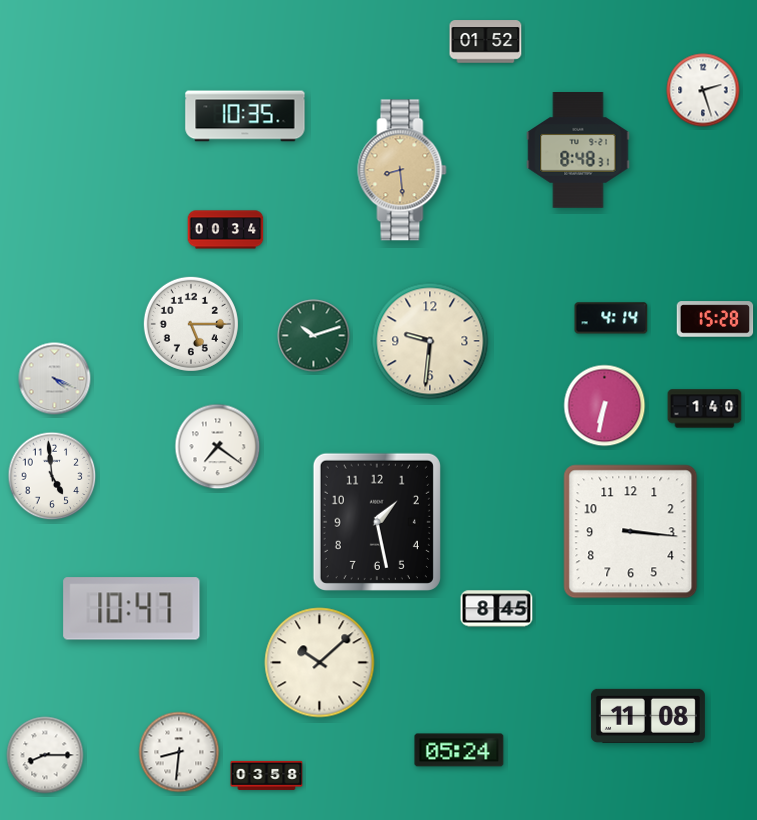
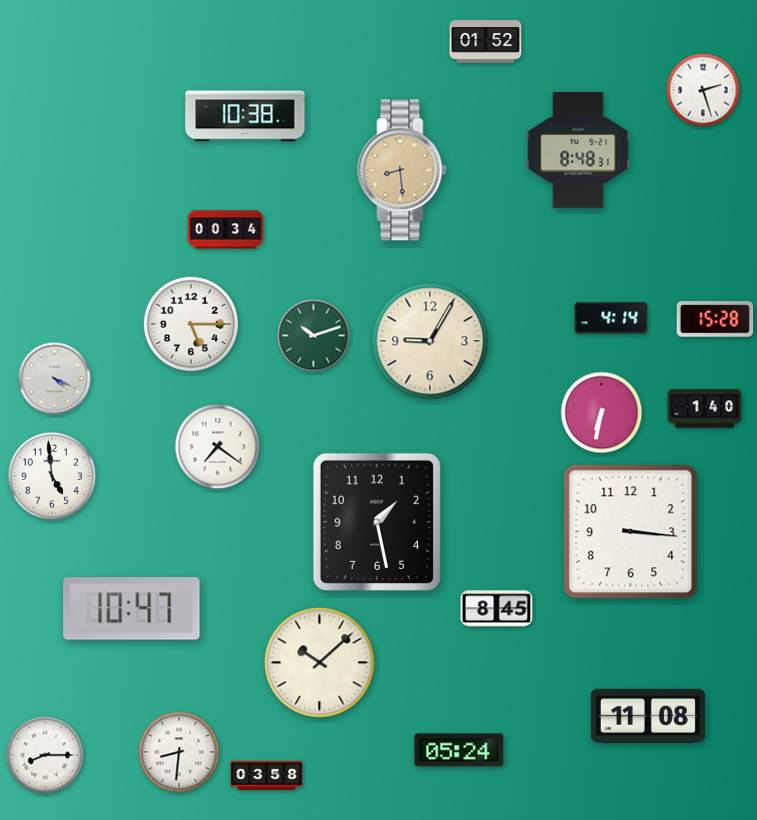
clock at (245, 116): 10:35 -> 10:38
clock at (430, 341): 9:31 -> 9:05
clock at (605, 406) position: (605, 406) -> (602, 413)
